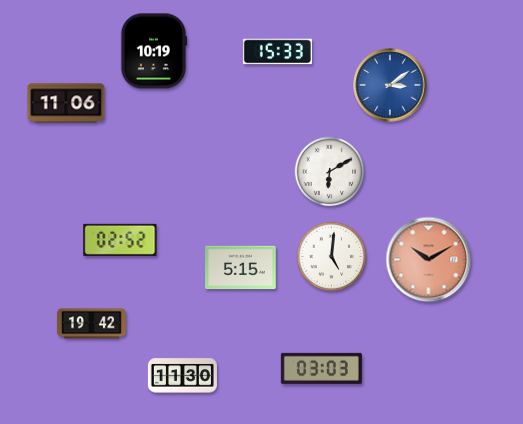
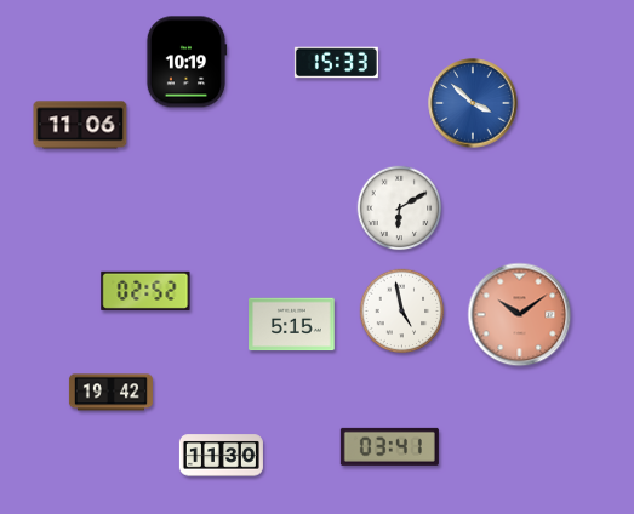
clock at (390, 85): 3:09 -> 3:52
clock at (332, 257): 5:01 -> 4:58
clock at (429, 260): 10:10 -> 10:09
clock at (321, 368): 03:03 -> 03:41
